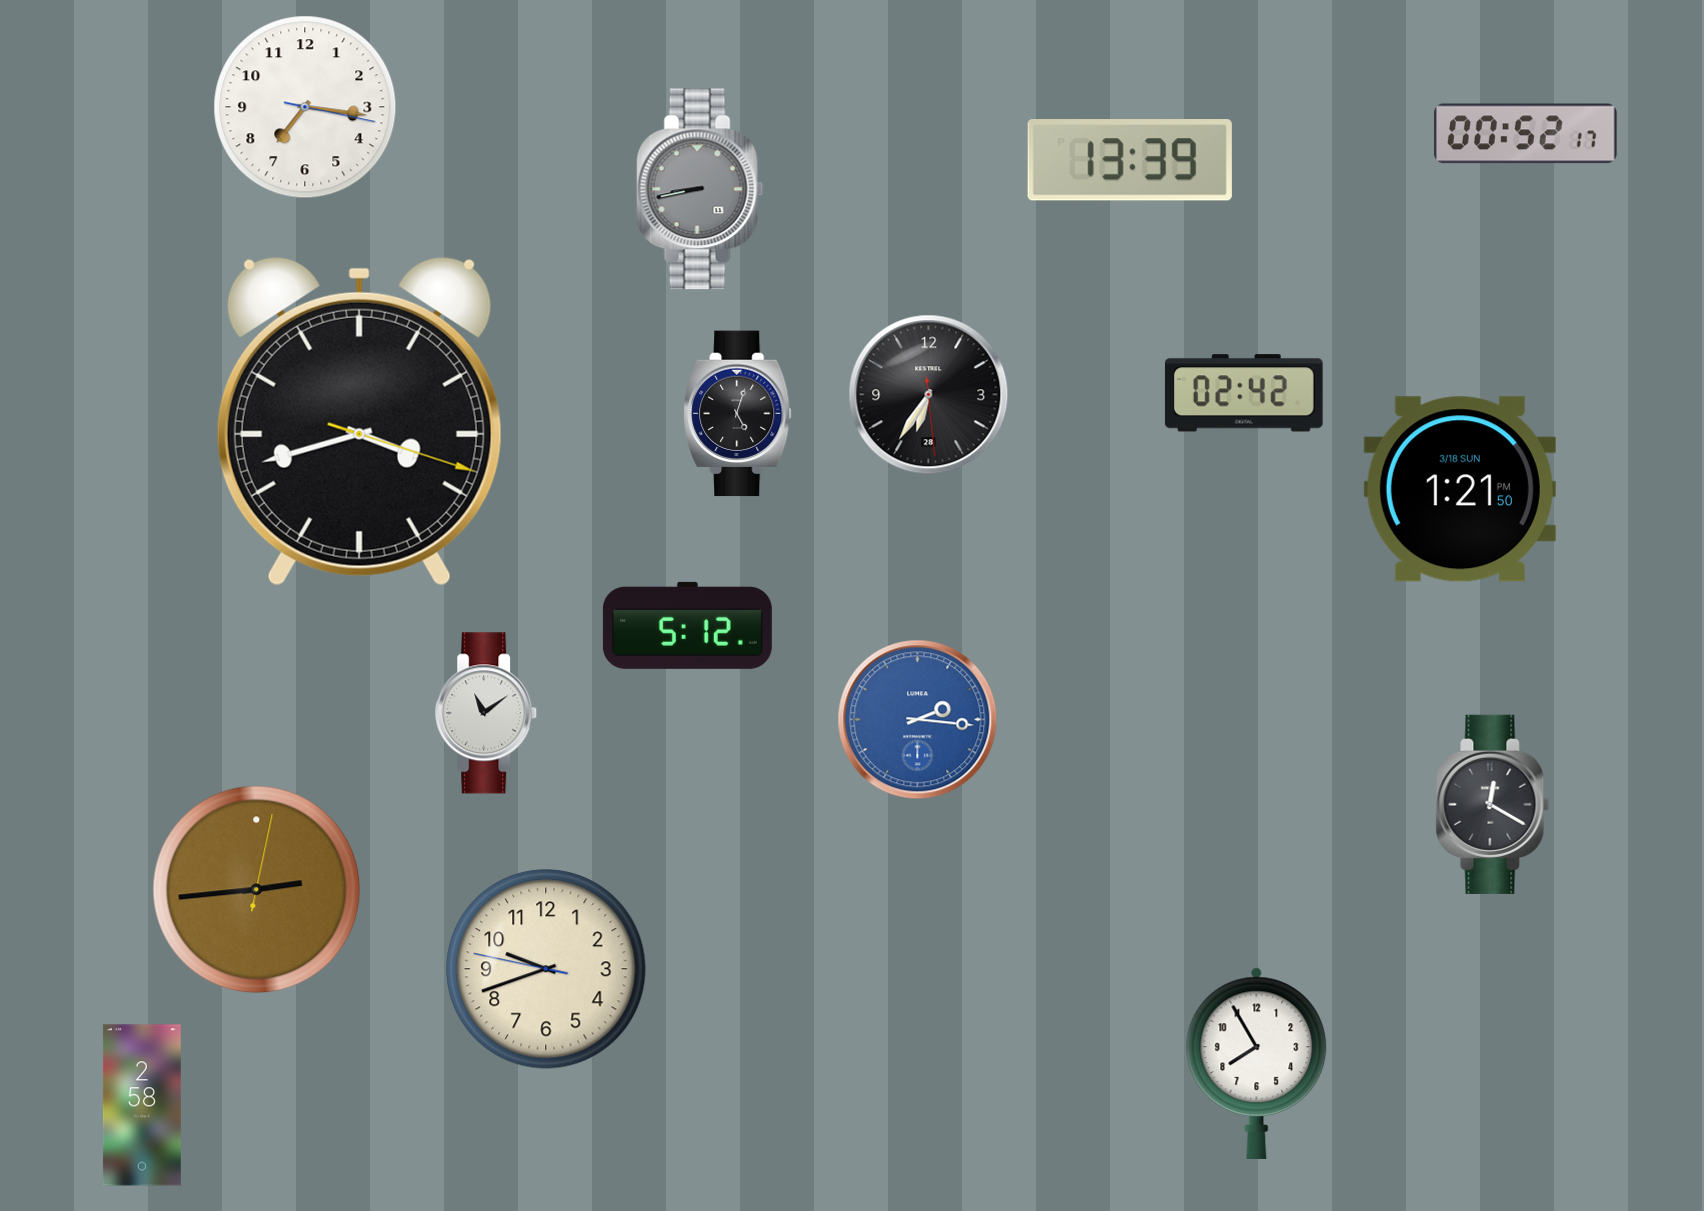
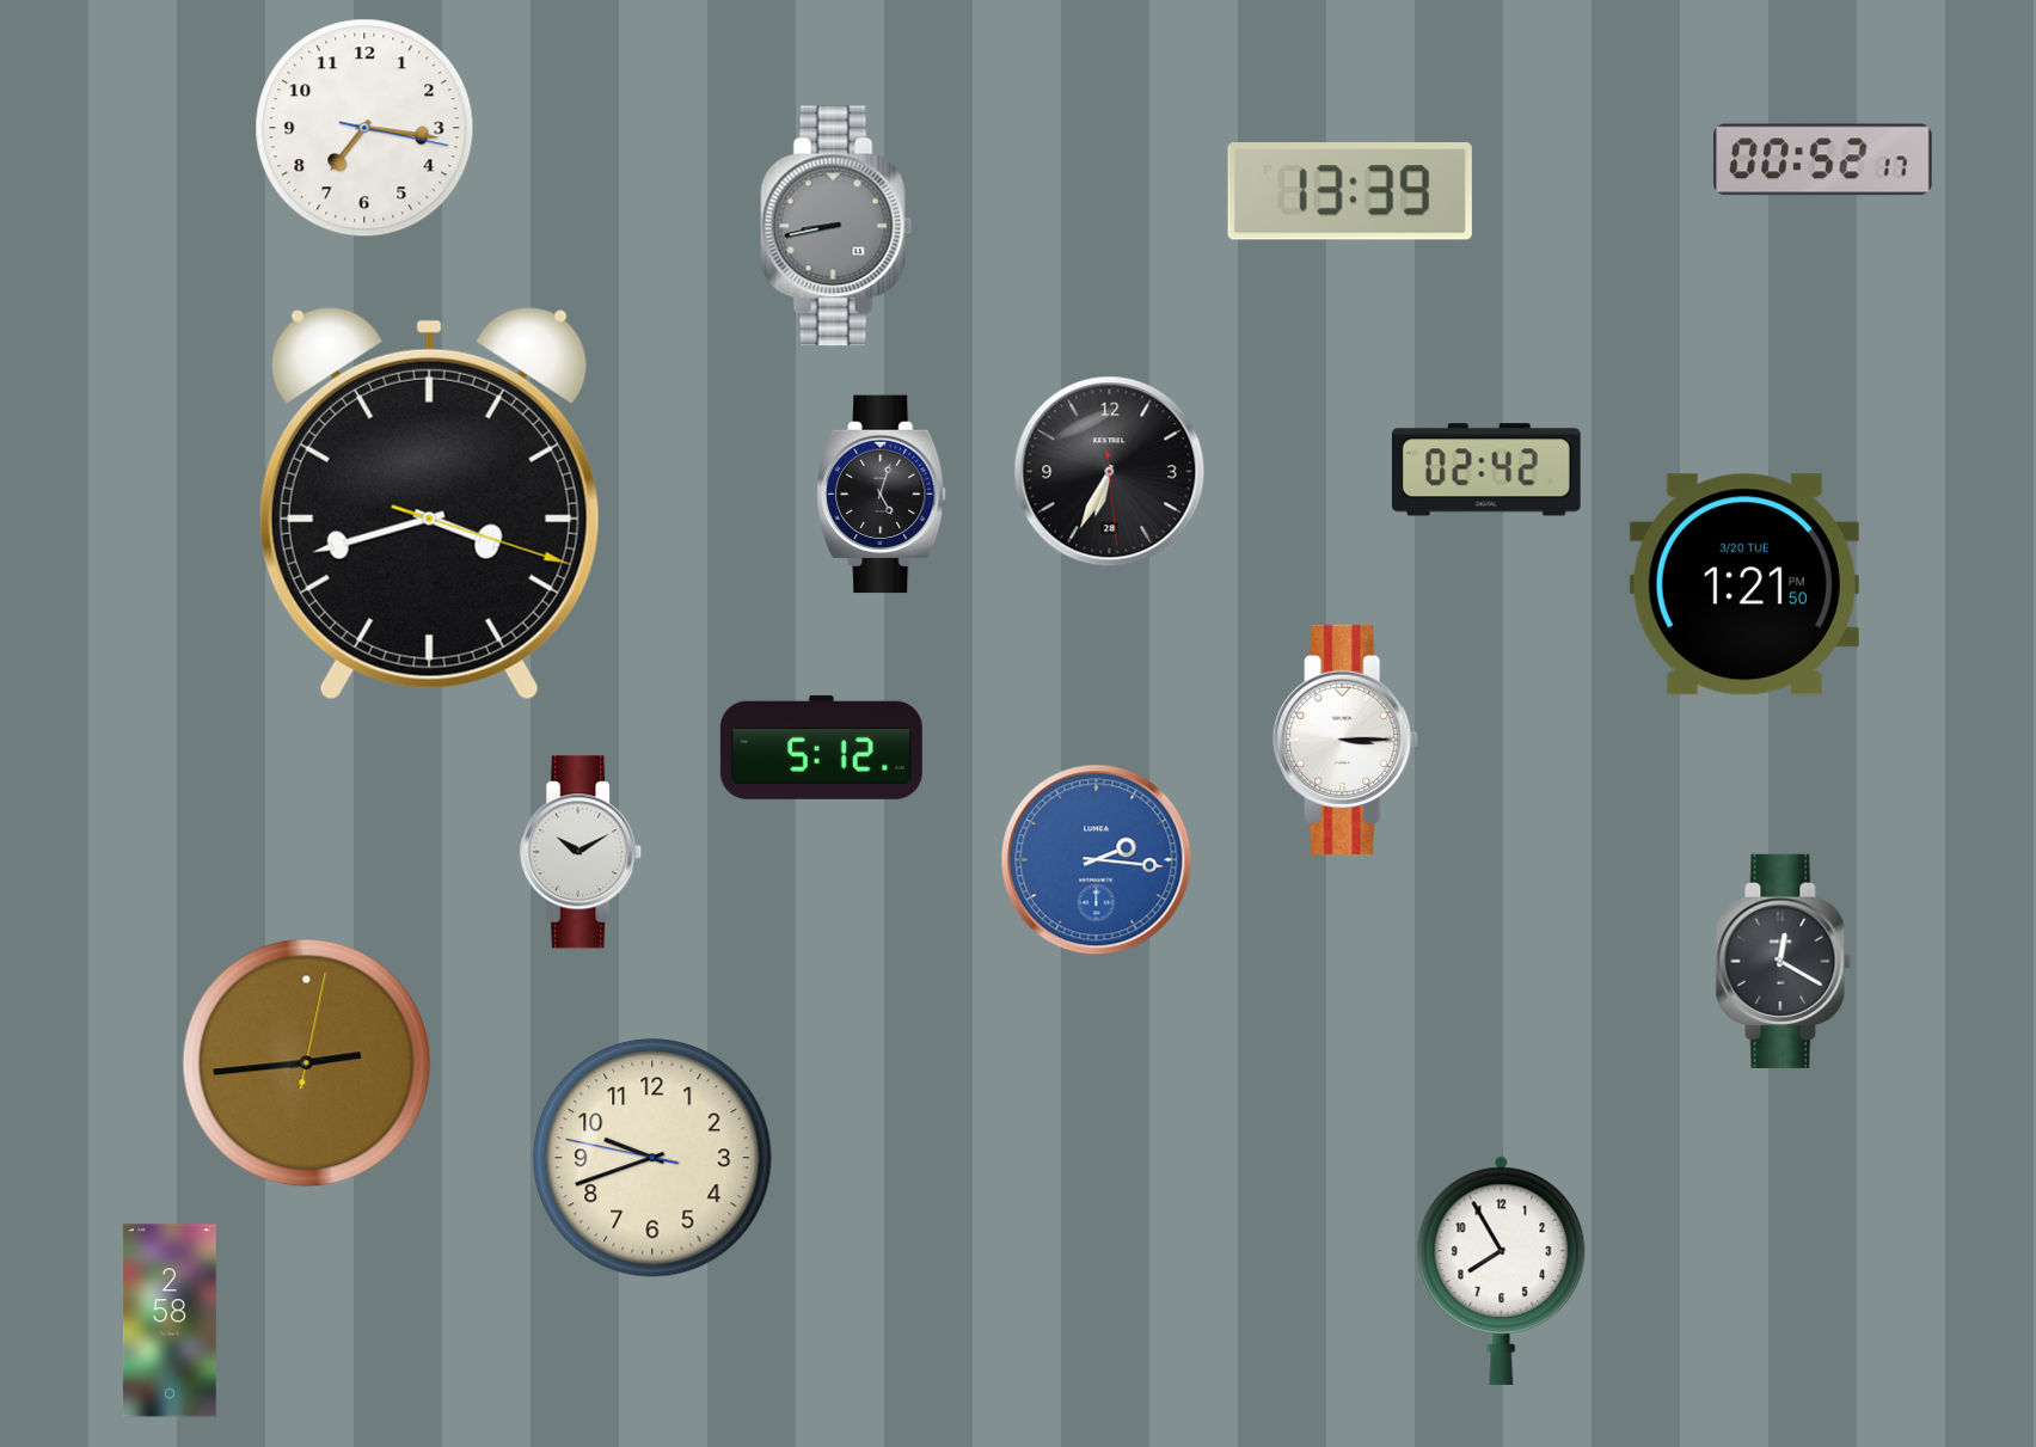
clock at (929, 395): 6:35 -> 6:34
clock at (1460, 489) date: 3/18 SUN -> 3/20 TUE
clock at (1345, 740): none -> 3:15
clock at (487, 713): 11:09 -> 10:10
